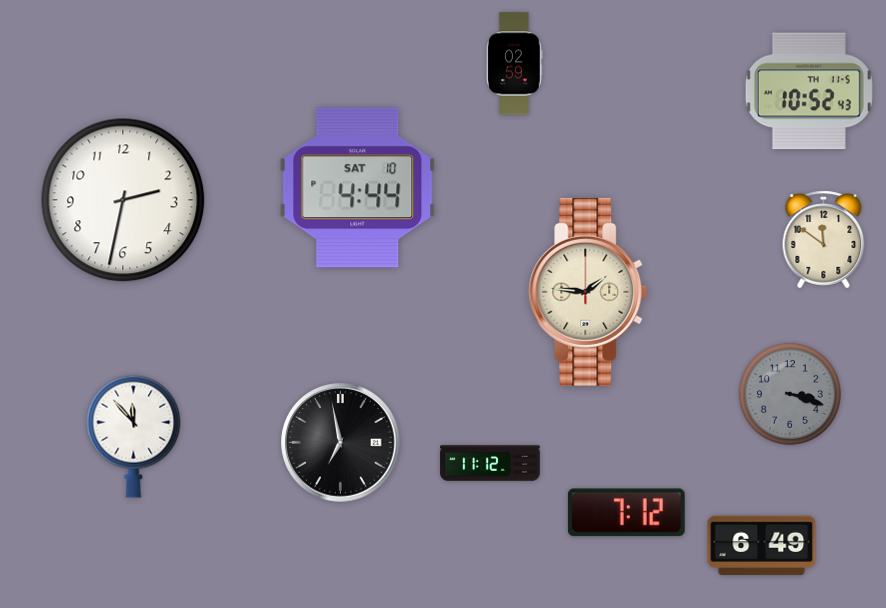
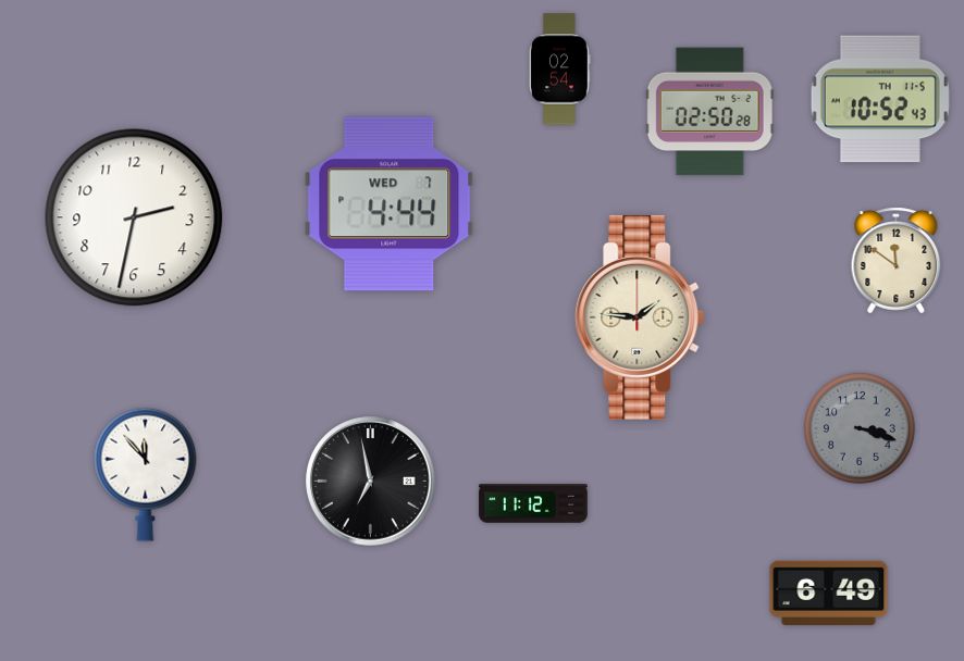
clock at (515, 64): 02:59 -> 02:54
clock at (709, 112): none -> 02:50
clock at (358, 188) date: SAT 10 -> WED 7
clock at (626, 513): 7:12 -> none
